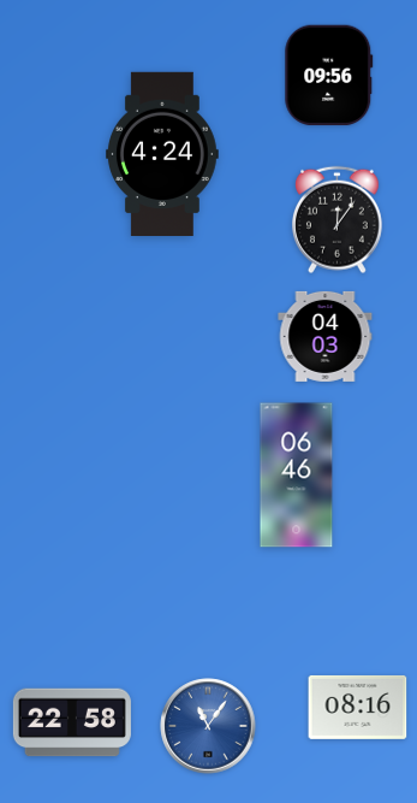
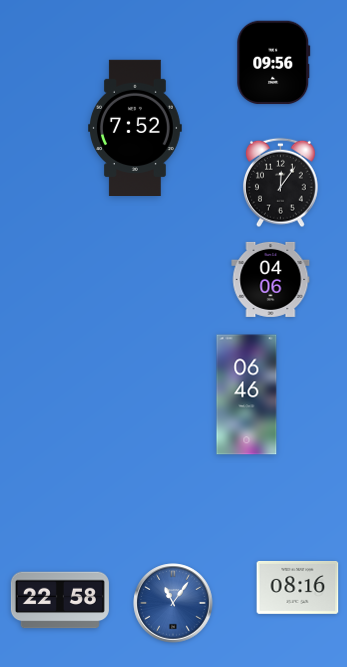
clock at (163, 153): 4:24 -> 7:52
clock at (326, 336): 04:03 -> 04:06
